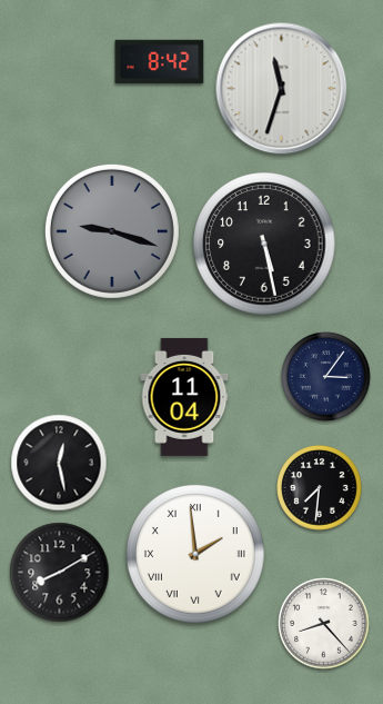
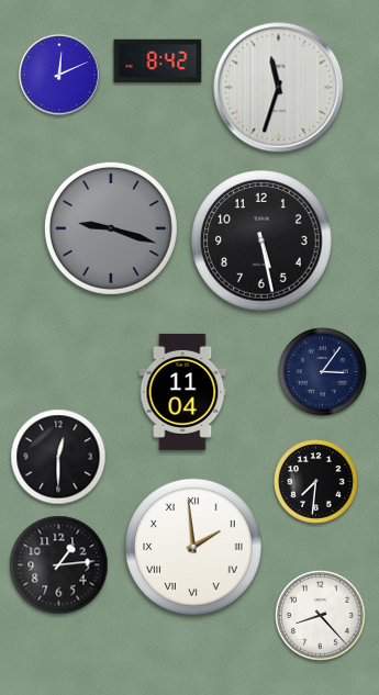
clock at (59, 75): none -> 12:11
clock at (59, 463): 12:28 -> 12:30
clock at (60, 573): 8:10 -> 1:14
